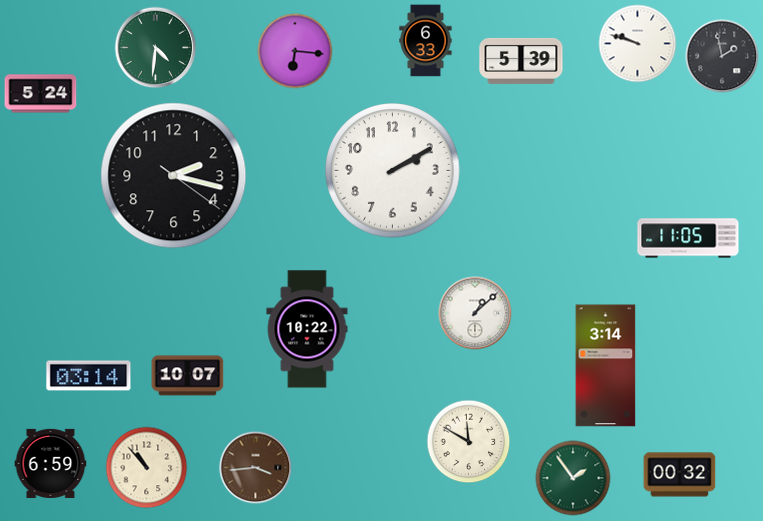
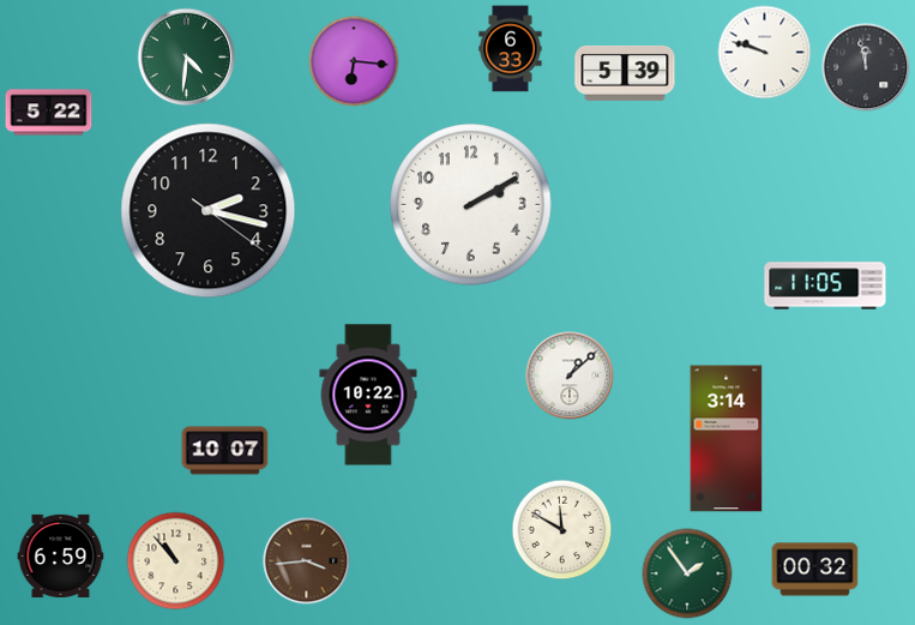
clock at (722, 56): 1:58 -> 11:58
clock at (41, 94): 5:24 -> 5:22
clock at (89, 376): 03:14 -> none
